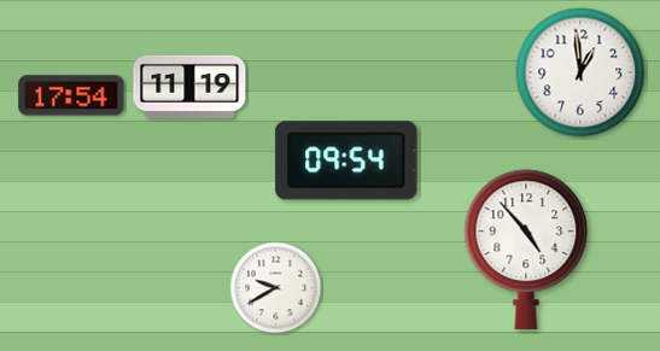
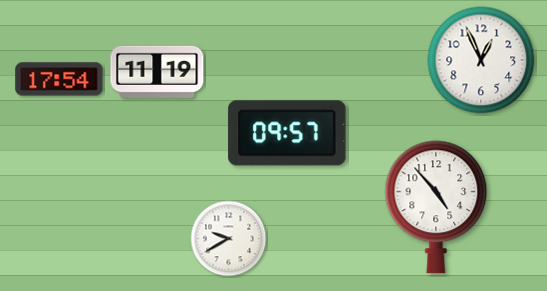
clock at (580, 72): 12:59 -> 12:56
clock at (346, 160): 09:54 -> 09:57
